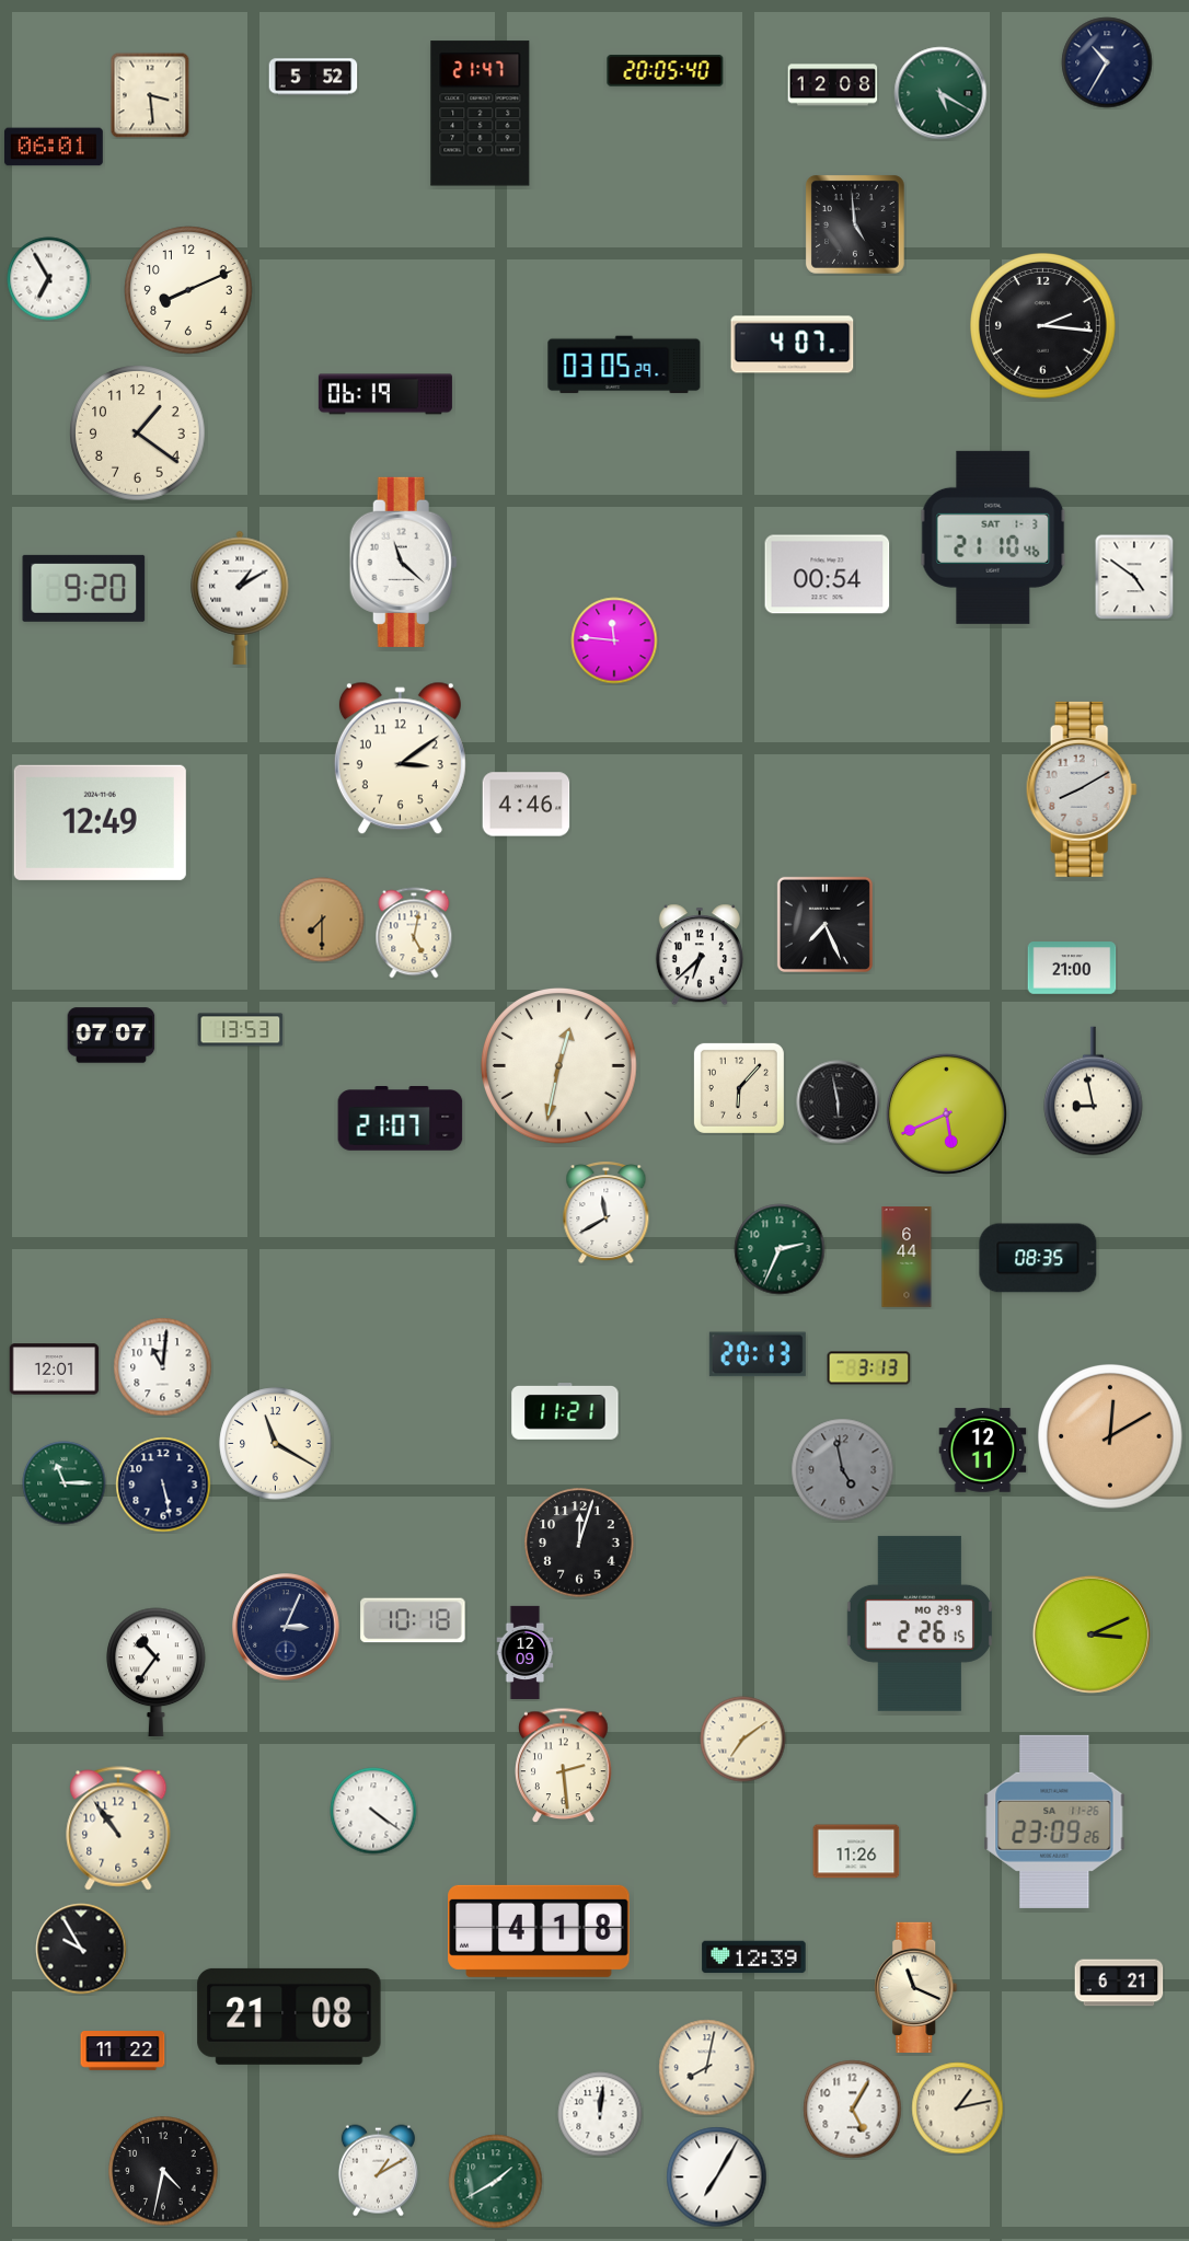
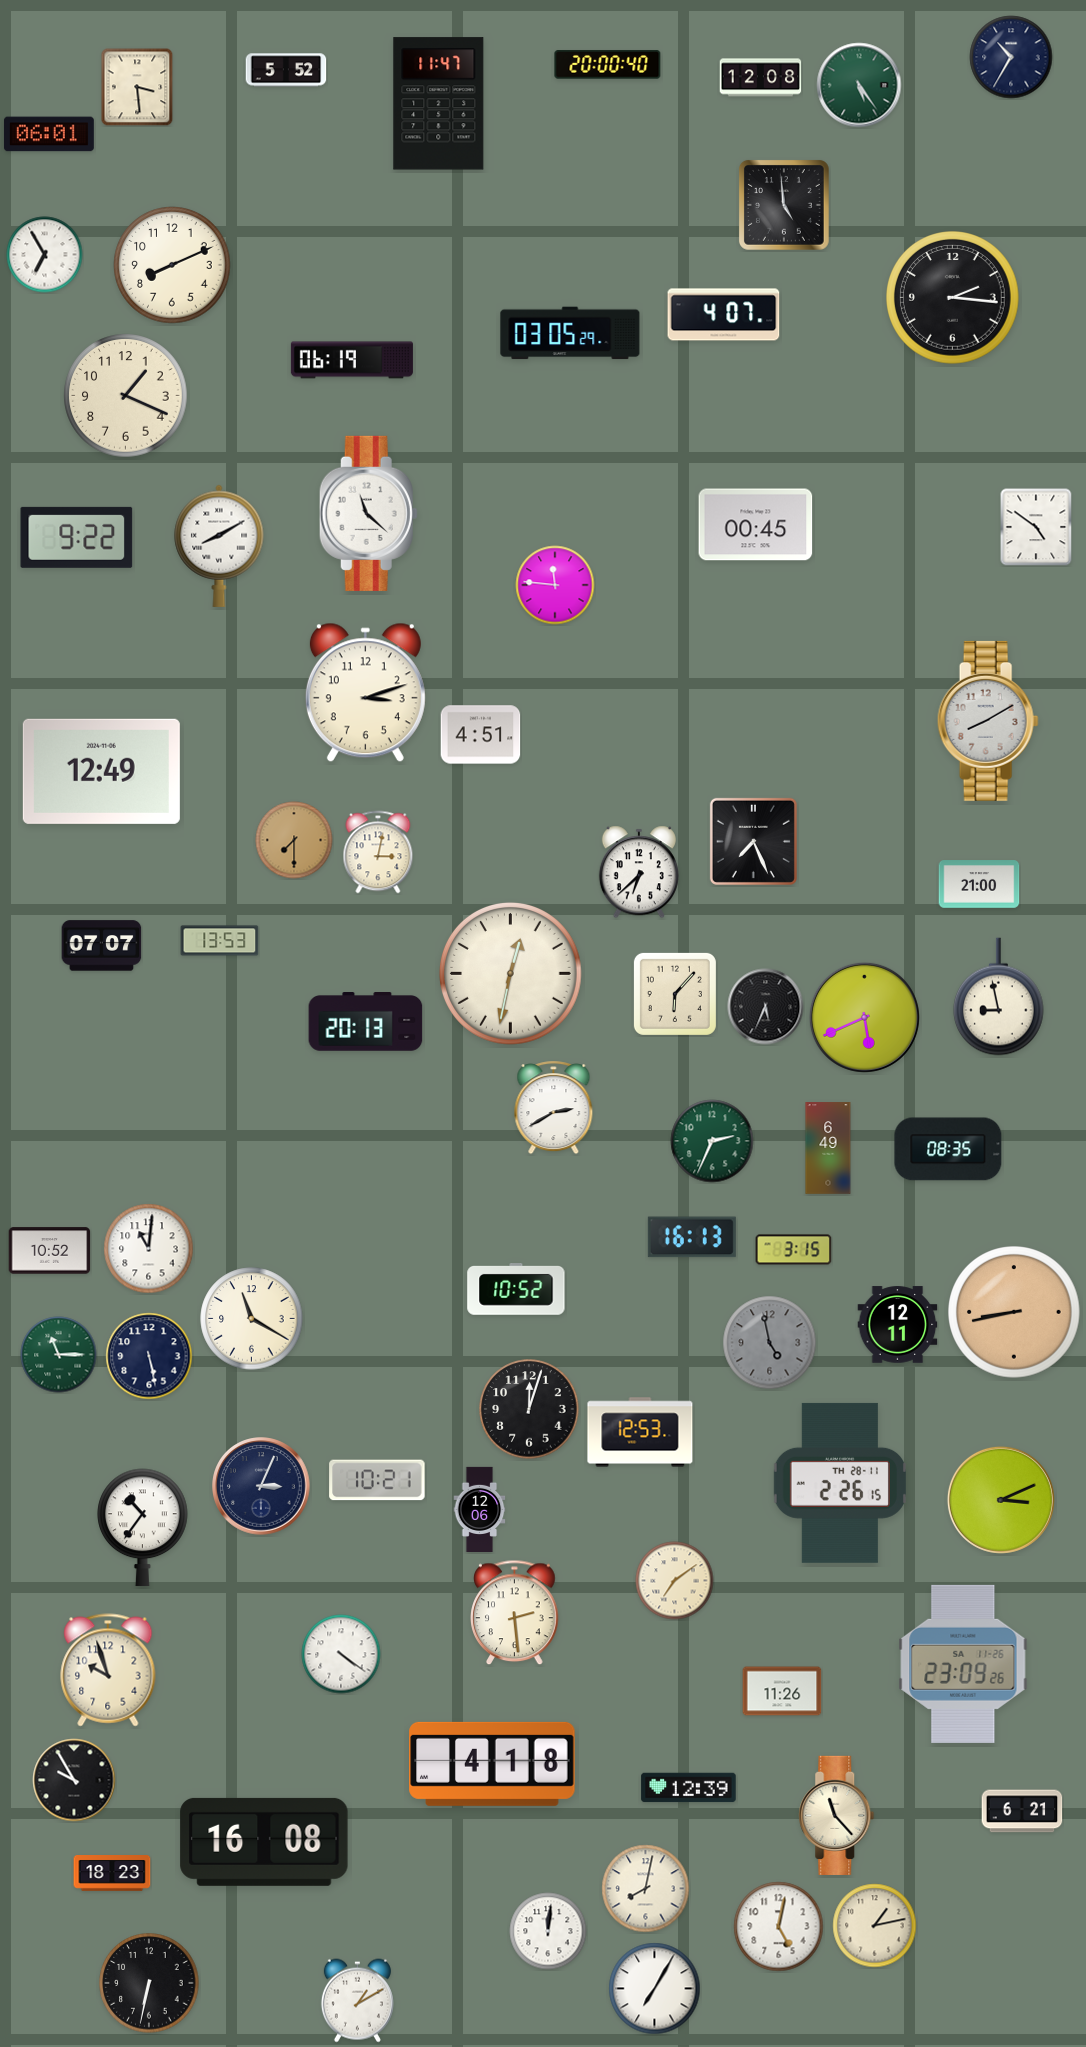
clock at (666, 71): 20:05 -> 20:00
clock at (940, 93): 5:20 -> 5:24
clock at (481, 114): 21:47 -> 11:47
clock at (856, 226) position: (856, 226) -> (785, 206)
clock at (138, 434): 1:21 -> 1:19
clock at (993, 538): 21:10 -> none
clock at (828, 575): 00:54 -> 00:45
clock at (84, 588): 9:20 -> 9:22
clock at (240, 598): 1:10 -> 8:10
clock at (614, 640) position: (614, 640) -> (555, 585)
clock at (400, 759): 3:09 -> 3:12
clock at (527, 805): 4:46 -> 4:51
clock at (100, 822) position: (100, 822) -> (101, 771)
clock at (824, 924) position: (824, 924) -> (753, 841)
clock at (414, 933): 5:02 -> 3:02
clock at (839, 1102): 5:58 -> 5:34
clock at (401, 1119): 21:07 -> 20:13
clock at (607, 1213): 11:40 -> 2:40
clock at (907, 1257): 6:44 -> 6:49
clock at (758, 1354): 20:13 -> 16:13
clock at (869, 1368): 3:13 -> 3:15
clock at (55, 1370): 12:01 -> 10:52
clock at (565, 1412): 11:21 -> 10:52
clock at (1110, 1436): 12:10 -> 8:43
clock at (640, 1432): none -> 12:53
clock at (413, 1620): 10:18 -> 10:21
clock at (920, 1624) date: MO 29-9 -> TH 28-11
clock at (1092, 1634) position: (1092, 1634) -> (1001, 1500)
clock at (526, 1652): 12:09 -> 12:06
clock at (743, 1740) position: (743, 1740) -> (675, 1581)
clock at (118, 1828): 10:54 -> 9:57
clock at (916, 1987): 11:19 -> 11:23
clock at (289, 2017): 21:08 -> 16:08
clock at (123, 2052): 11:22 -> 18:23
clock at (853, 2110): 5:05 -> 5:02
clock at (163, 2171): 4:32 -> 6:32
clock at (378, 2171) position: (378, 2171) -> (357, 2001)
clock at (496, 2182): 1:40 -> none
